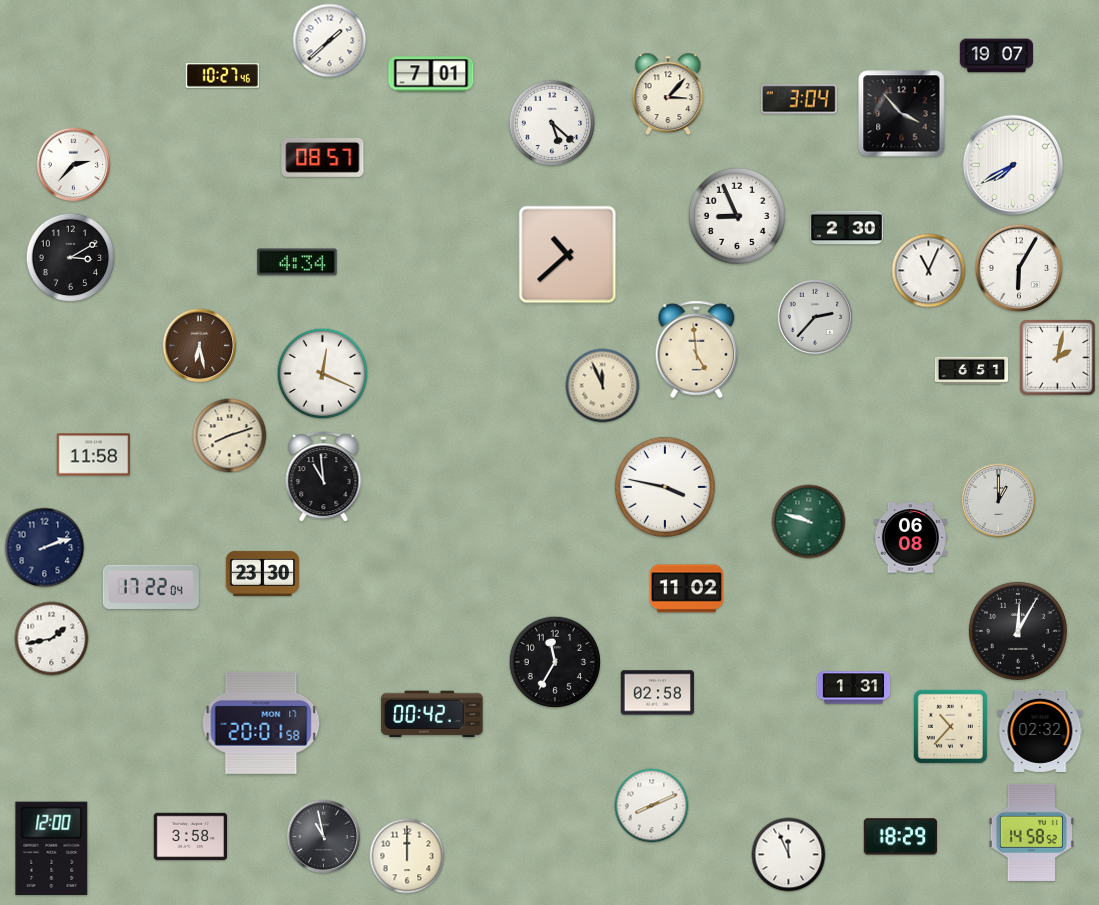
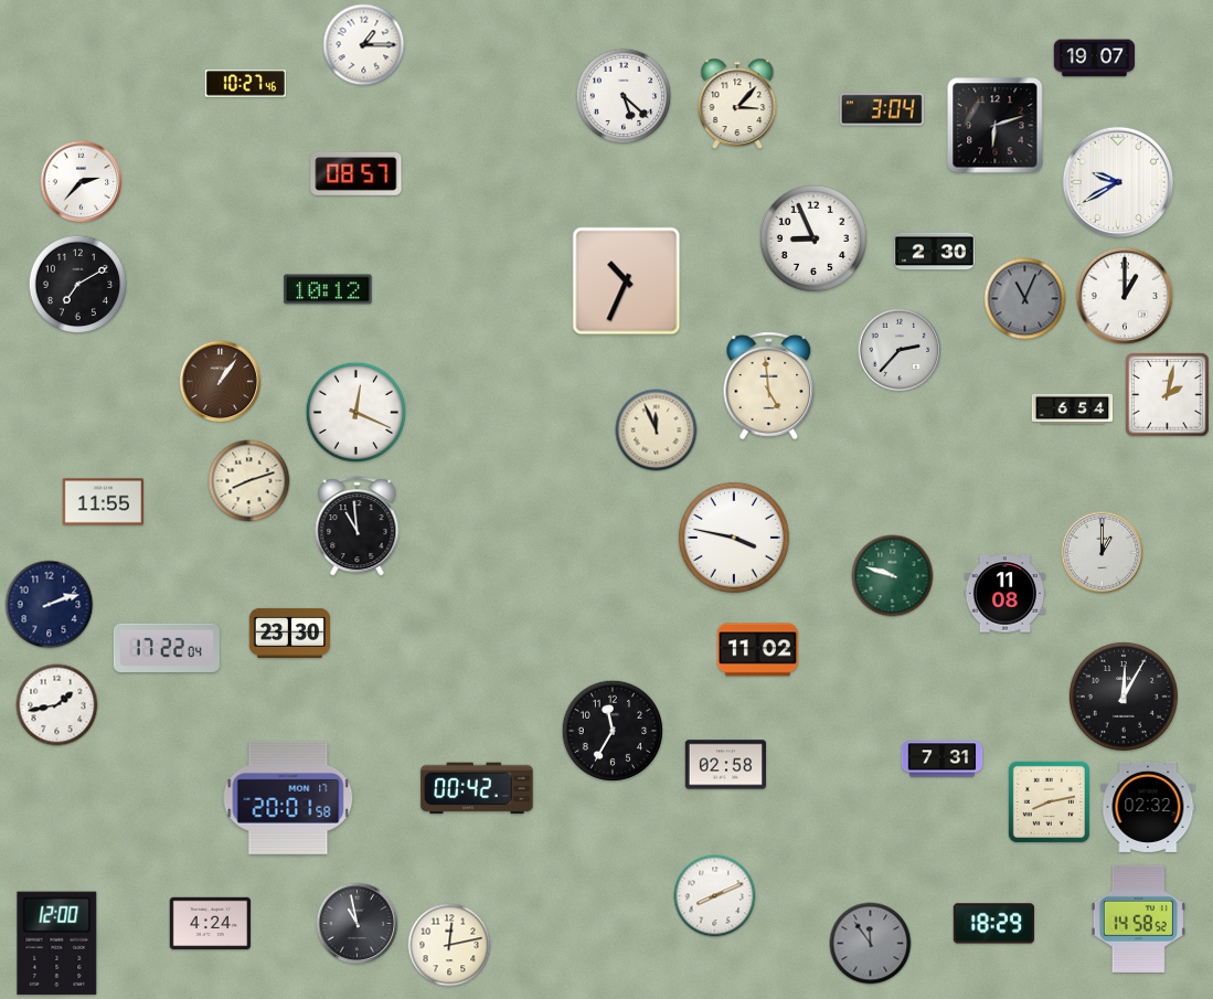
clock at (330, 41): 1:38 -> 1:15
clock at (997, 56) position: (997, 56) -> (1095, 59)
clock at (431, 74): 7:01 -> none
clock at (902, 114): 3:53 -> 6:12
clock at (552, 123) position: (552, 123) -> (624, 96)
clock at (1013, 165): 7:40 -> 9:40
clock at (568, 255): 10:38 -> 10:34
clock at (71, 258): 3:10 -> 7:10
clock at (297, 262): 4:34 -> 10:12
clock at (1019, 268): 6:05 -> 1:00
clock at (929, 271) dial: white -> grey
clock at (200, 346): 6:28 -> 1:06
clock at (972, 371): 6:51 -> 6:54
clock at (603, 386) position: (603, 386) -> (657, 431)
clock at (230, 436) position: (230, 436) -> (249, 481)
clock at (93, 455): 11:58 -> 11:55
clock at (910, 538): 06:08 -> 11:08
clock at (854, 688): 1:31 -> 7:31
clock at (950, 726): 10:37 -> 8:13
clock at (652, 806) position: (652, 806) -> (715, 896)
clock at (190, 837): 3:58 -> 4:24
clock at (52, 848) position: (52, 848) -> (57, 943)
clock at (789, 855): 11:56 -> 11:54
clock at (789, 855) dial: white -> grey
clock at (407, 856): 12:00 -> 12:13
